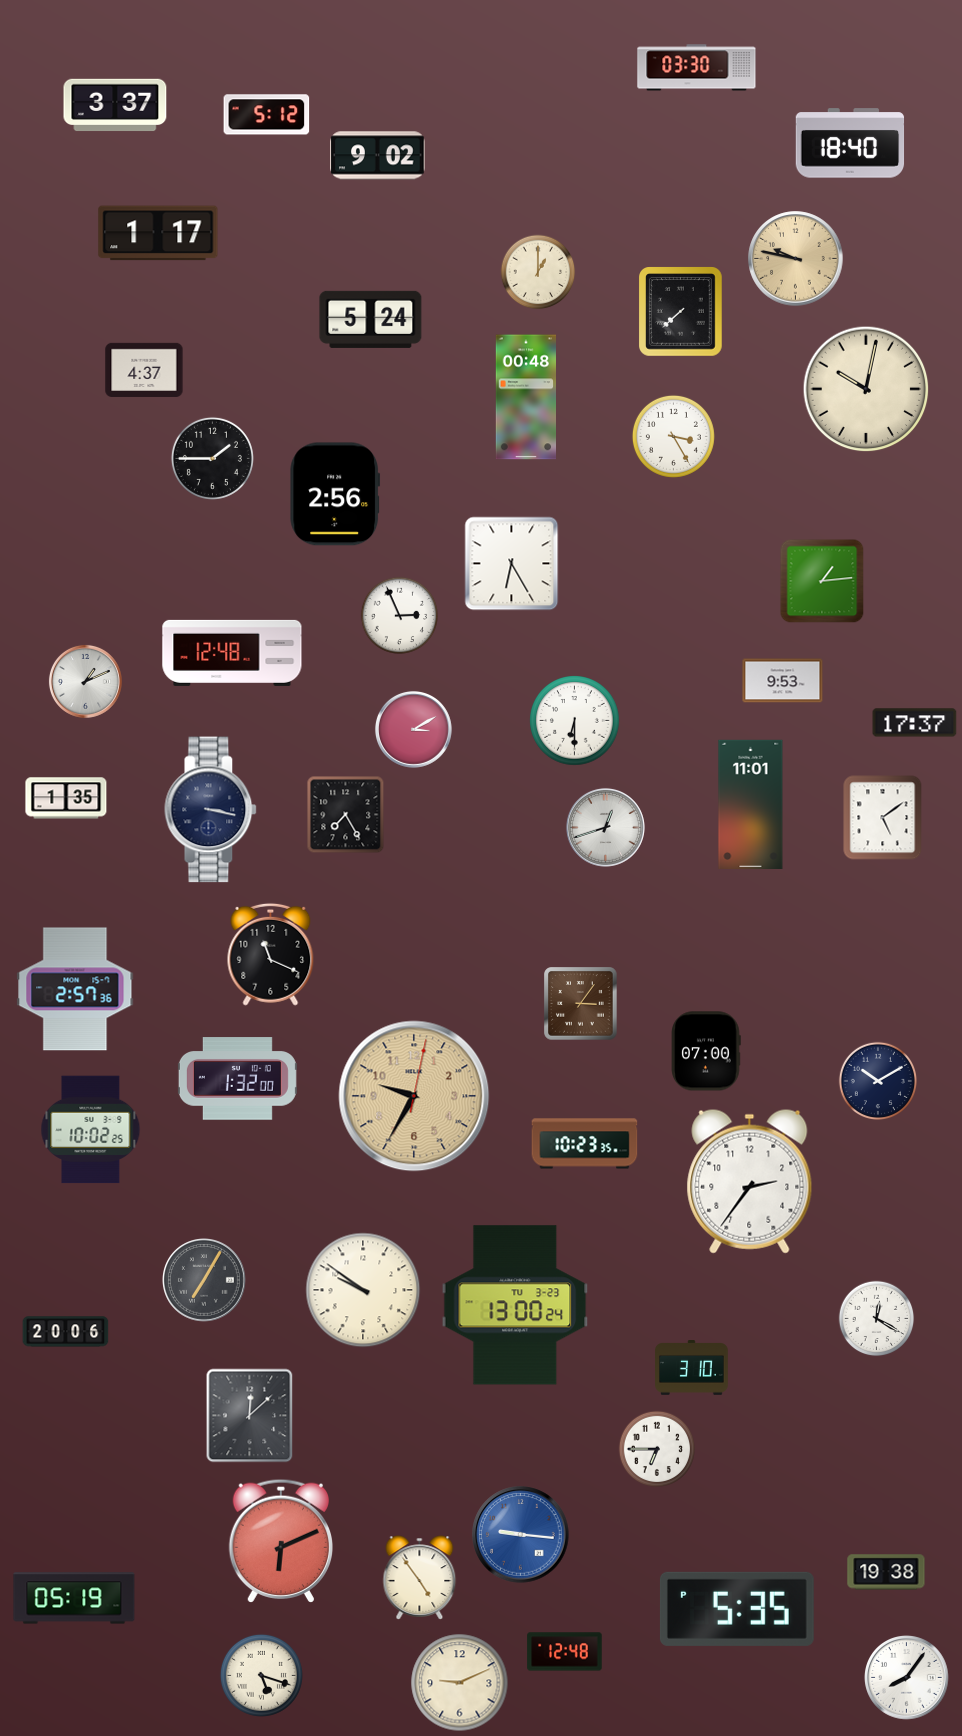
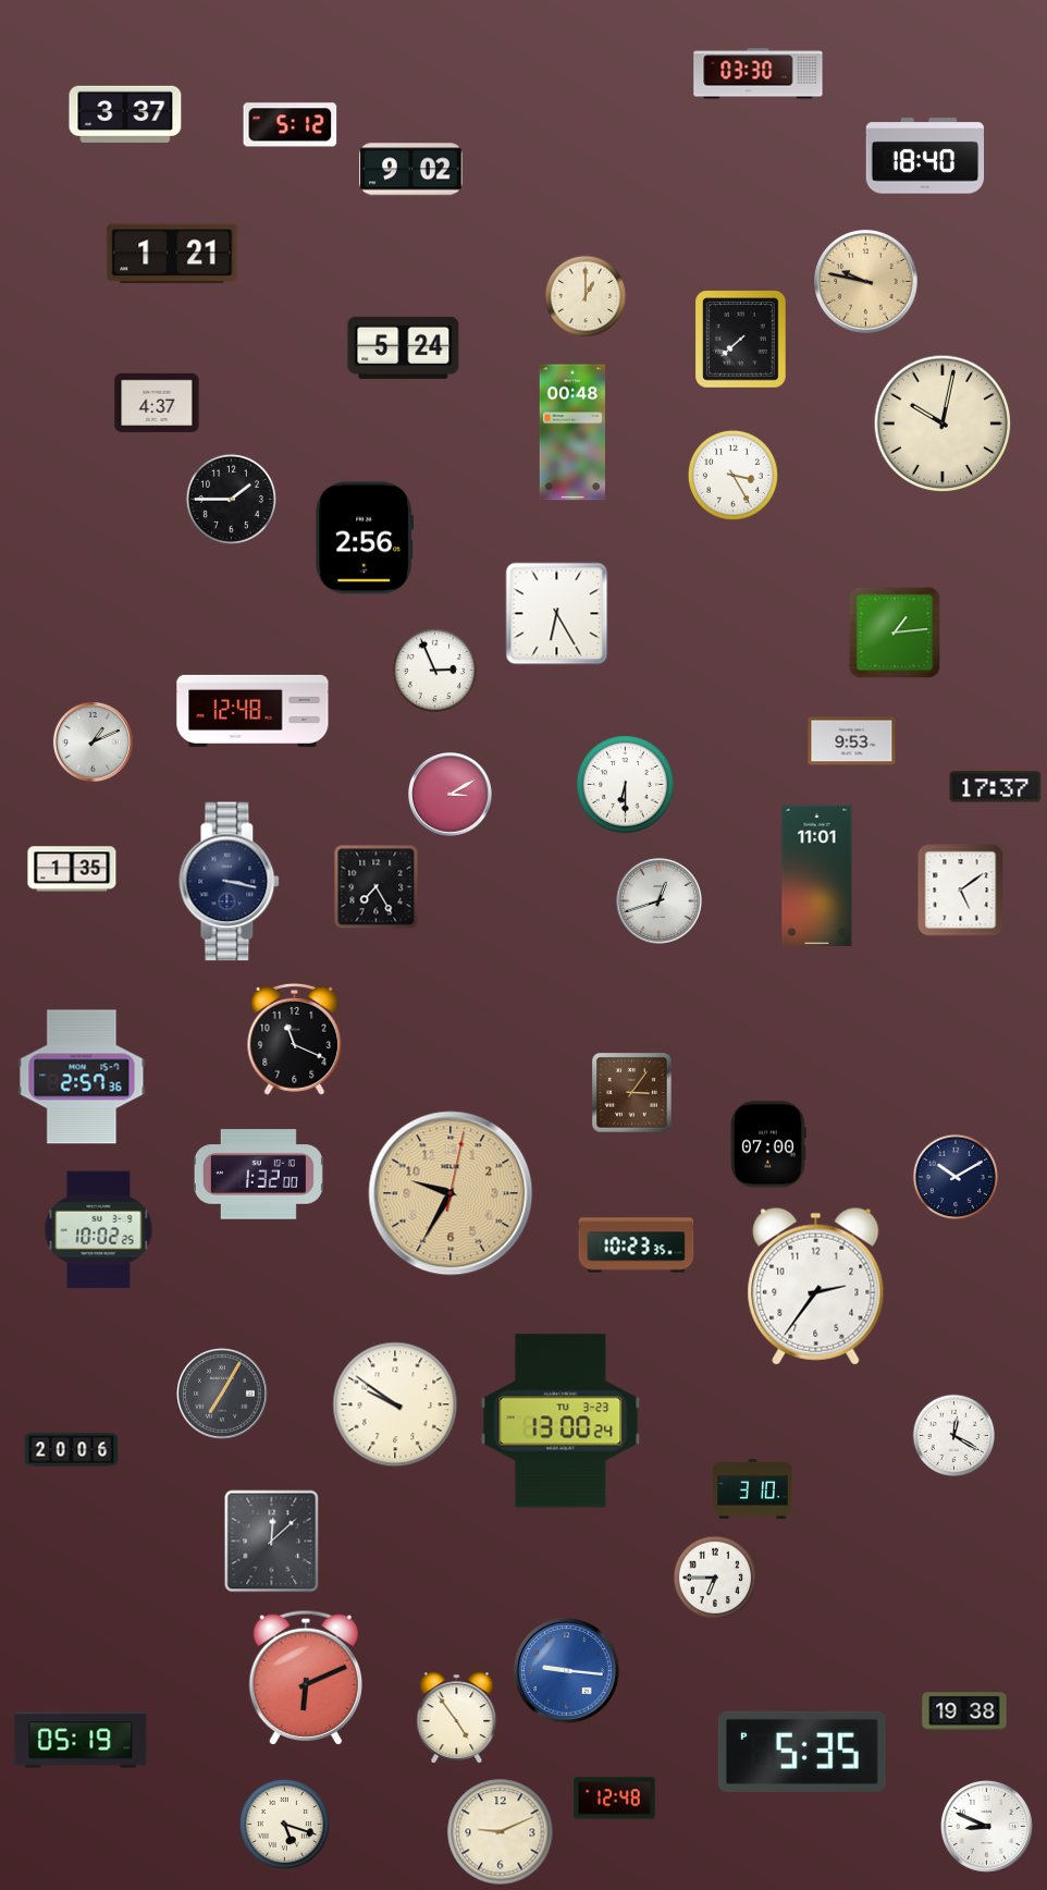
clock at (158, 233): 1:17 -> 1:21
clock at (907, 1678): 8:06 -> 8:49
